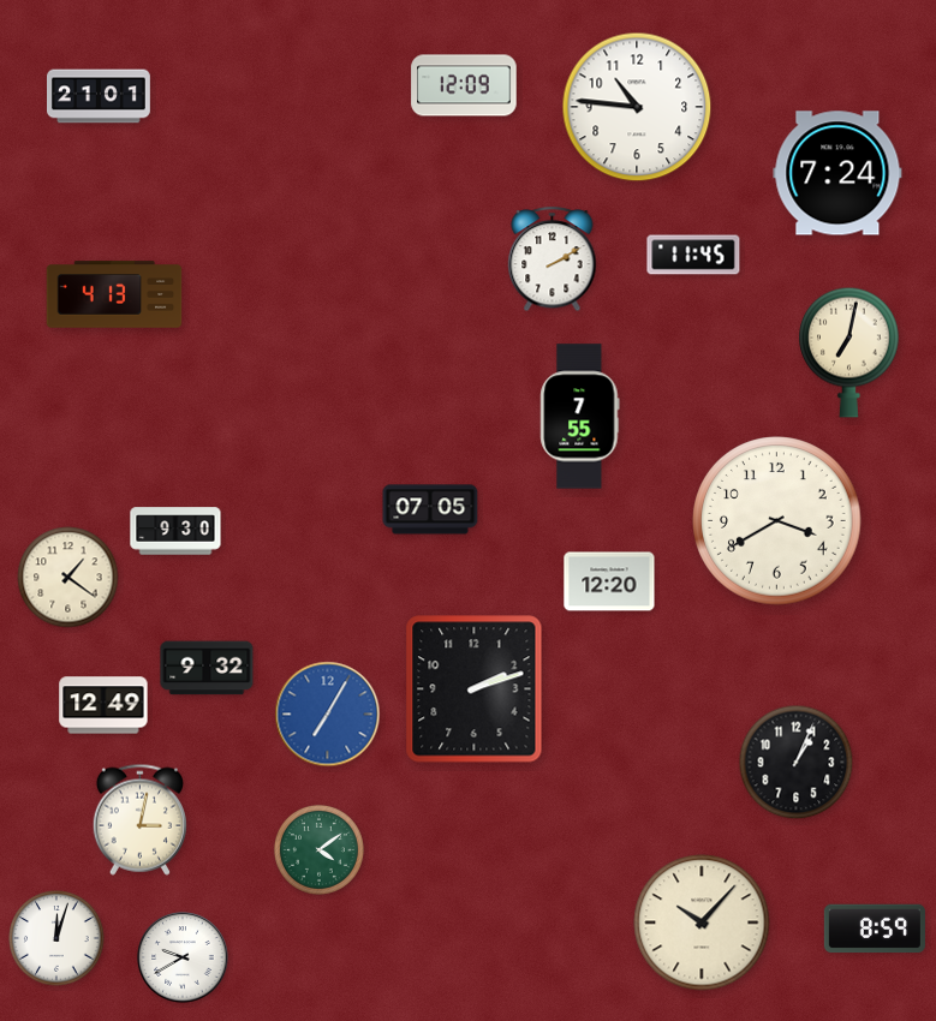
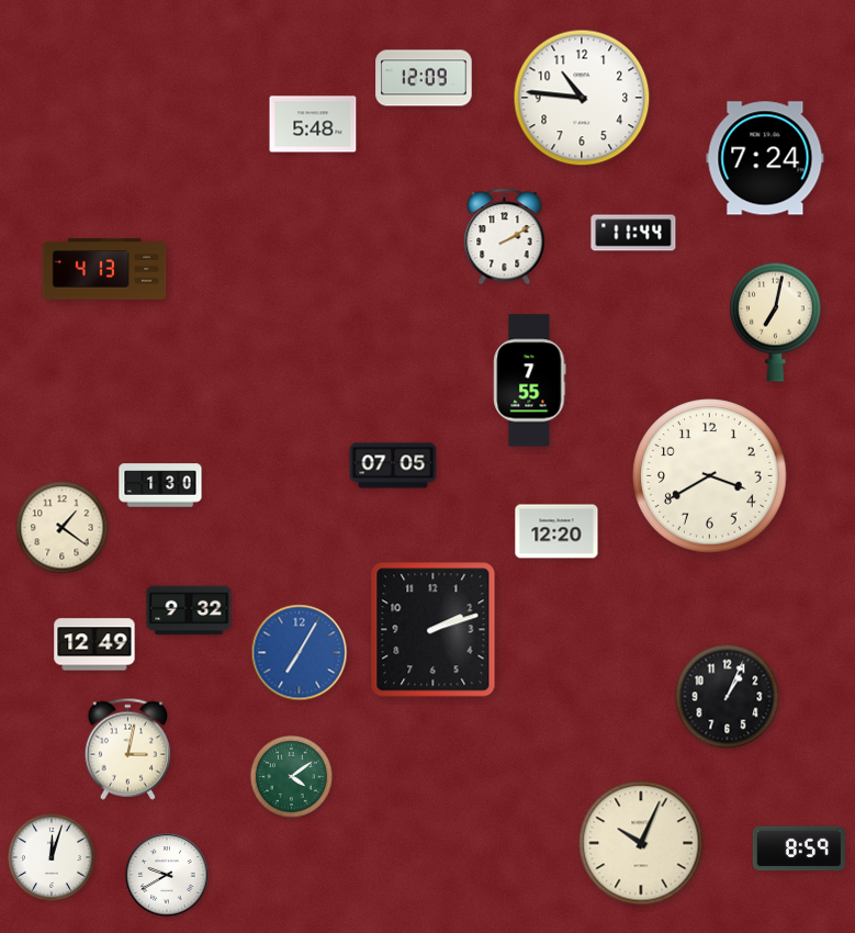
clock at (100, 96): 21:01 -> none
clock at (313, 124): none -> 5:48
clock at (693, 255): 11:45 -> 11:44
clock at (175, 531): 9:30 -> 1:30
clock at (702, 923): 10:07 -> 10:04
